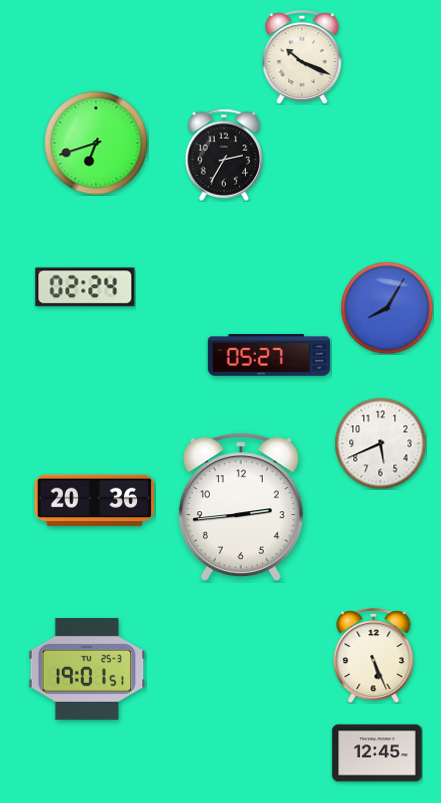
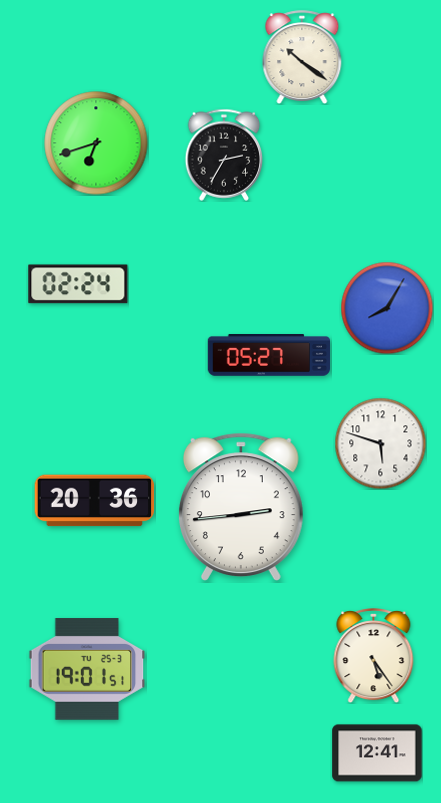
clock at (302, 57): 10:19 -> 10:21
clock at (85, 287) position: (85, 287) -> (78, 284)
clock at (380, 443): 5:41 -> 5:48
clock at (374, 655): 5:26 -> 5:24
clock at (377, 753): 12:45 -> 12:41
